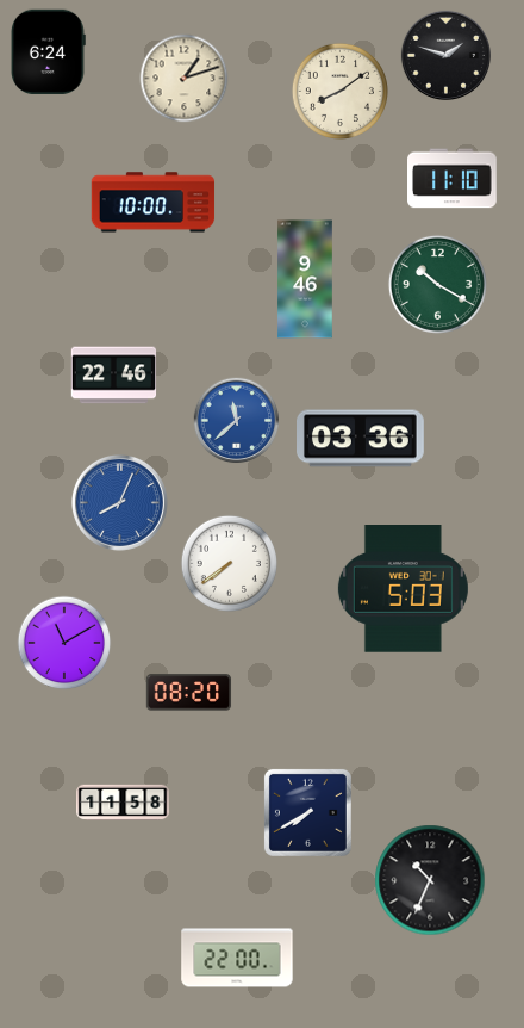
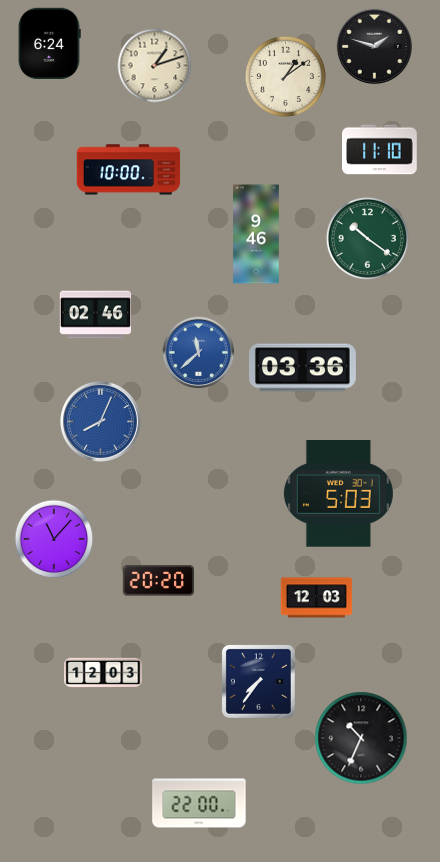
clock at (49, 51) position: (49, 51) -> (50, 43)
clock at (339, 91): 8:09 -> 1:09
clock at (437, 284): 10:20 -> 10:21
clock at (114, 376): 22:46 -> 02:46
clock at (229, 563): 7:39 -> none
clock at (64, 643): 11:10 -> 11:07
clock at (189, 693): 08:20 -> 20:20
clock at (317, 598): none -> 12:03
clock at (123, 803): 11:58 -> 12:03
clock at (307, 812): 7:40 -> 7:36
